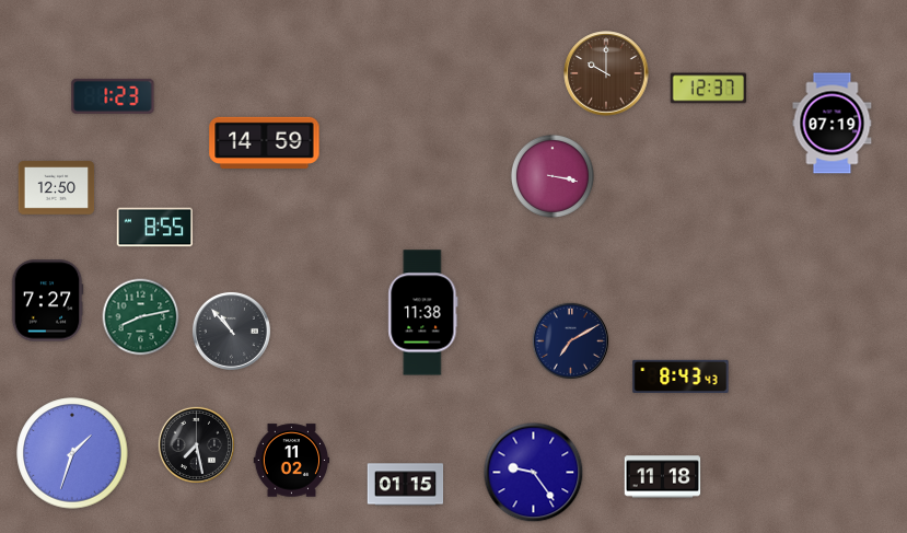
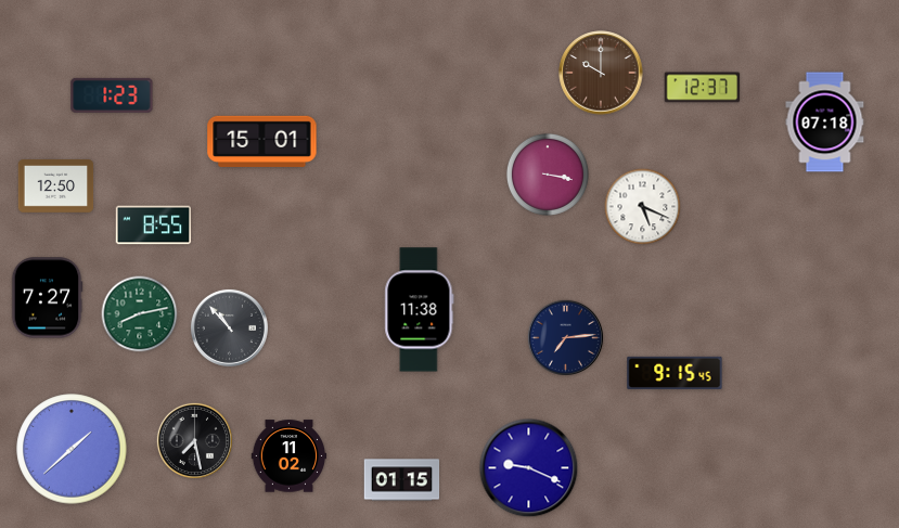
clock at (833, 124): 07:19 -> 07:18
clock at (265, 142): 14:59 -> 15:01
clock at (643, 207): none -> 5:19
clock at (570, 340): 7:10 -> 7:14
clock at (681, 376): 8:43 -> 9:15
clock at (72, 453): 1:33 -> 1:38
clock at (534, 473): 9:24 -> 9:19
clock at (663, 477): 11:18 -> none
